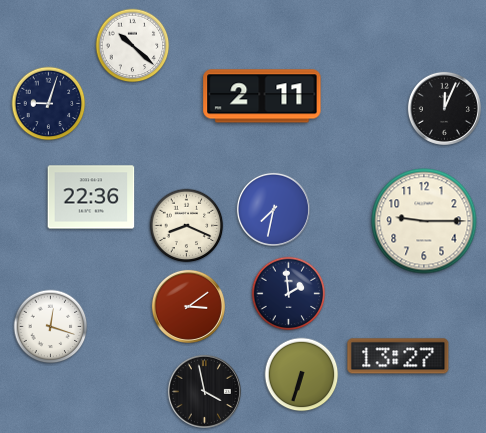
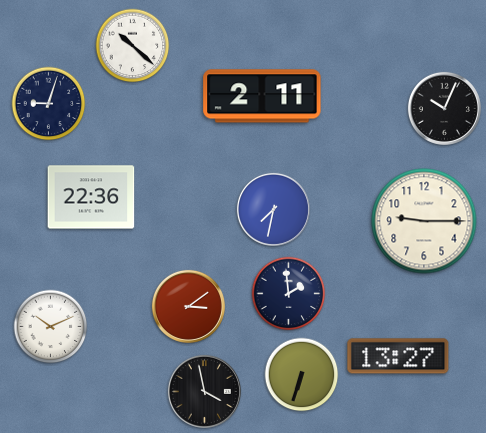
clock at (444, 108): 12:04 -> 10:04
clock at (187, 226): 8:19 -> none
clock at (51, 327): 12:18 -> 10:11
